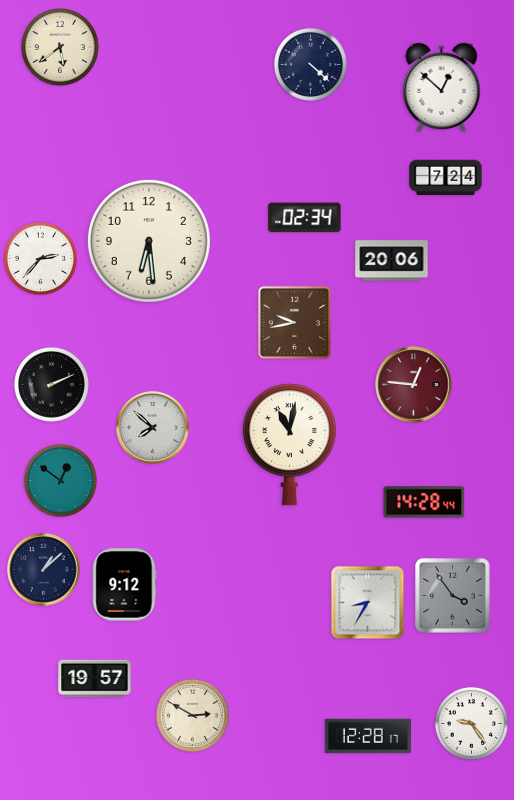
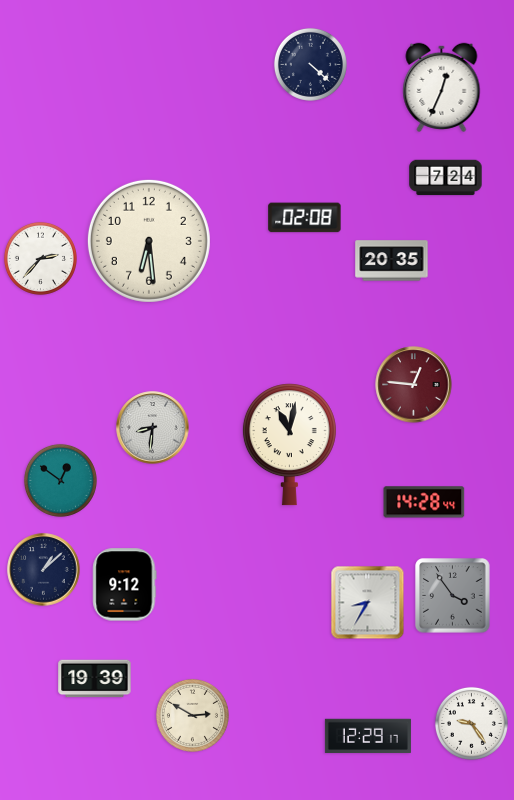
clock at (61, 48): 5:39 -> none
clock at (442, 87): 12:52 -> 12:34
clock at (305, 218): 02:34 -> 02:08
clock at (392, 261): 20:06 -> 20:35
clock at (294, 322): 9:43 -> none
clock at (51, 384): 2:11 -> none
clock at (153, 428): 7:52 -> 8:31
clock at (95, 679): 19:57 -> 19:39
clock at (368, 736): 12:28 -> 12:29
